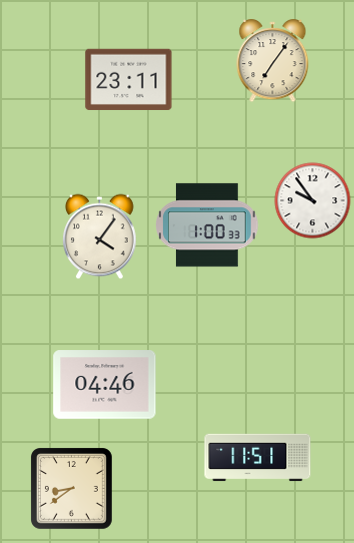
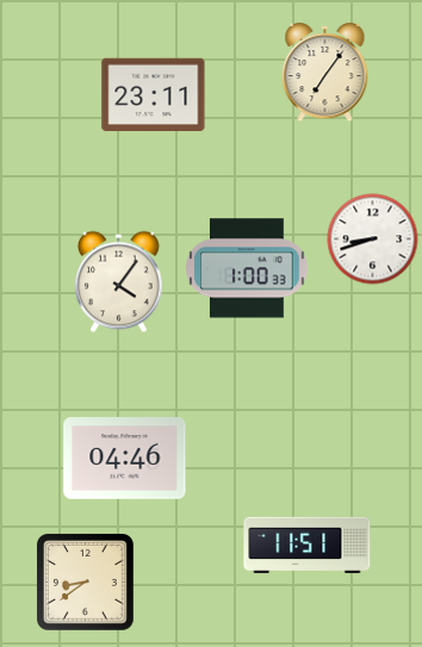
clock at (313, 201): 9:54 -> 8:42
